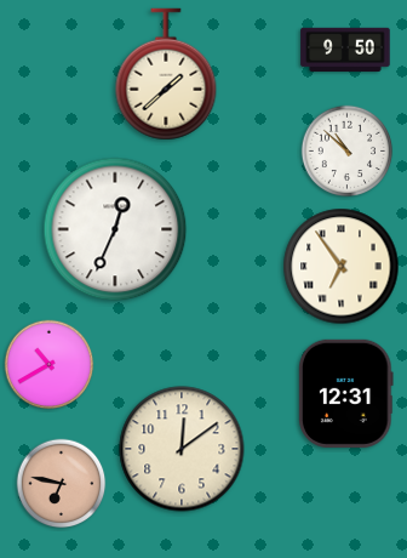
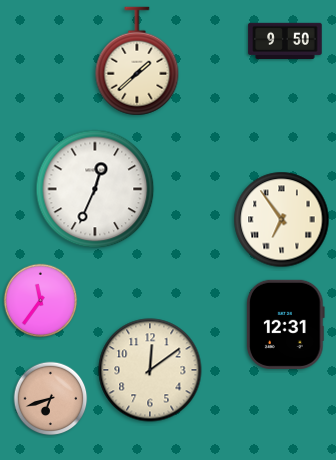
clock at (348, 152): 10:52 -> none
clock at (50, 365): 10:40 -> 11:36
clock at (62, 484): 6:47 -> 6:42
